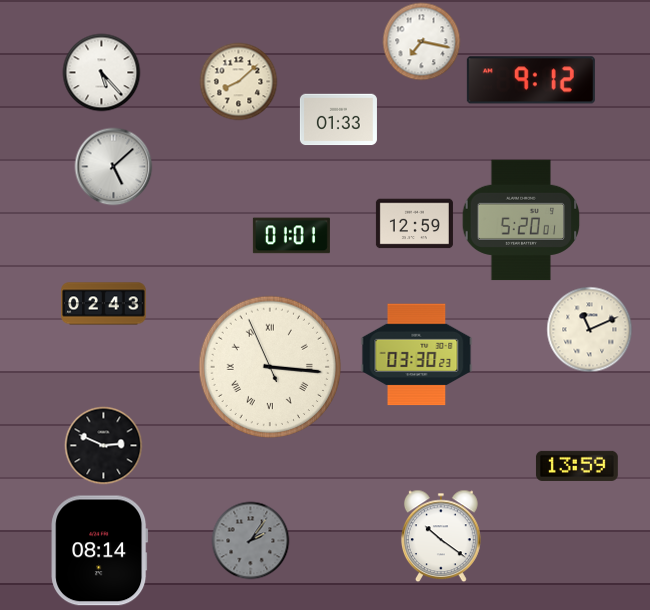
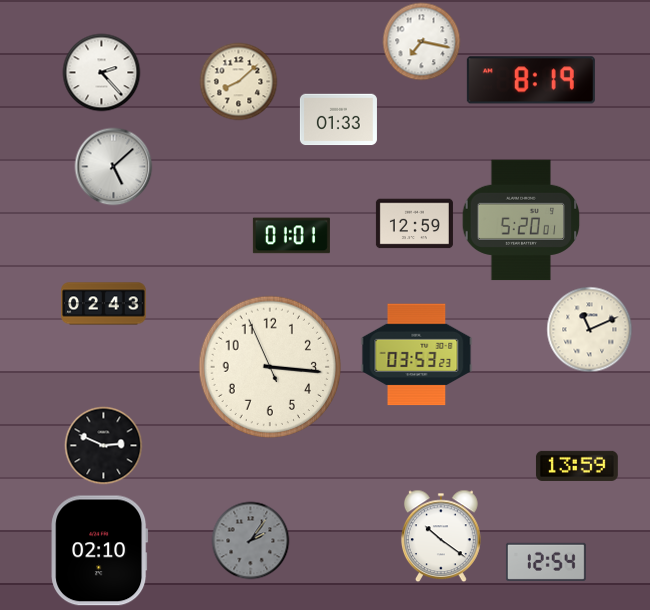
clock at (101, 72): 5:23 -> 2:23
clock at (531, 80): 9:12 -> 8:19
clock at (417, 355): 03:30 -> 03:53
clock at (270, 366) numerals: Roman -> Arabic
clock at (100, 551): 08:14 -> 02:10
clock at (546, 562): none -> 12:54
